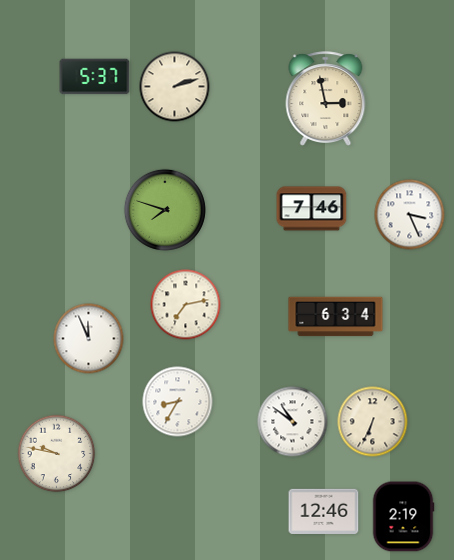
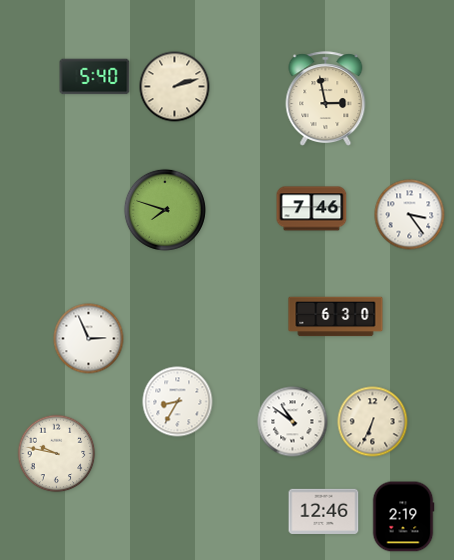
clock at (95, 77): 5:37 -> 5:40
clock at (410, 215): 3:26 -> 3:24
clock at (186, 305): 7:13 -> none
clock at (336, 317): 6:34 -> 6:30
clock at (89, 339): 11:56 -> 2:56
